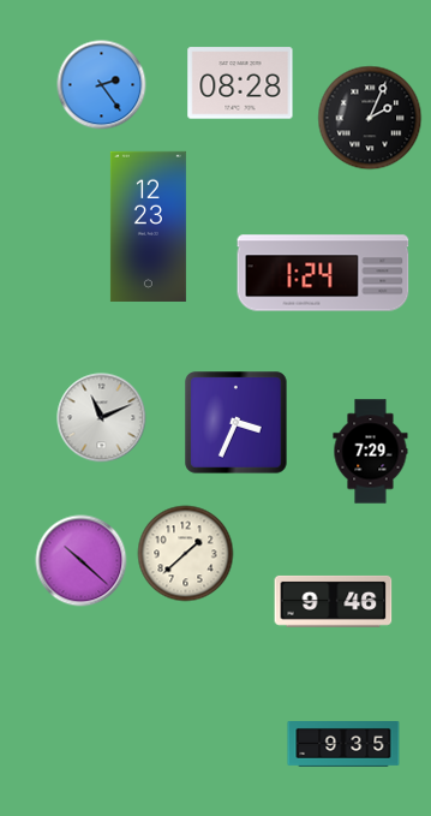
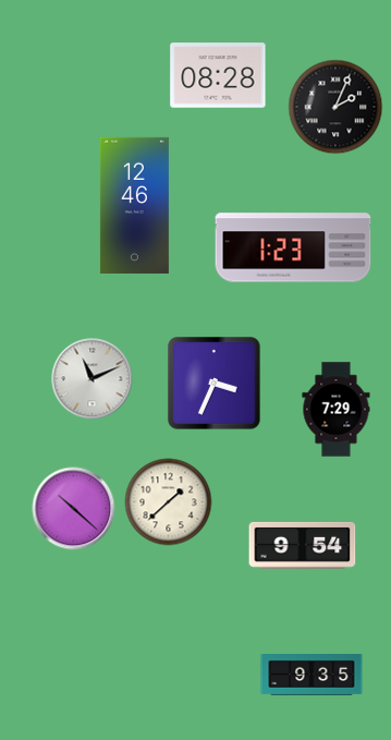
clock at (102, 85): 2:24 -> none
clock at (148, 226): 12:23 -> 12:46
clock at (323, 273): 1:24 -> 1:23
clock at (334, 601): 9:46 -> 9:54
